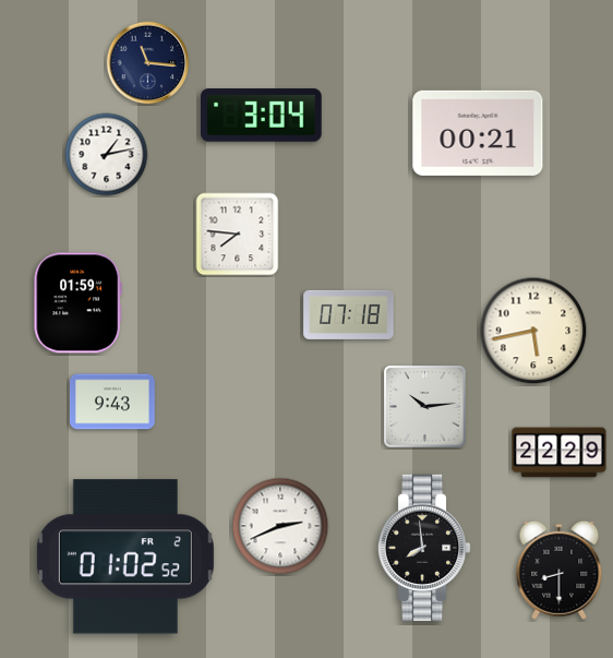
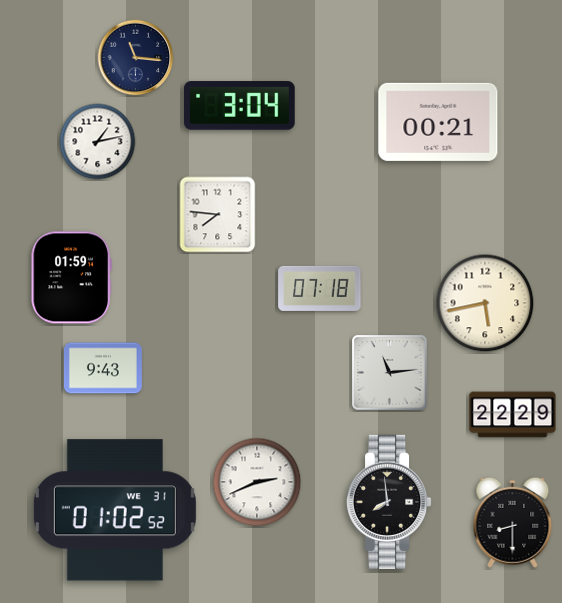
clock at (533, 331) position: (533, 331) -> (485, 303)
clock at (425, 407): 10:14 -> 11:14
clock at (125, 557) date: FR 2 -> WE 31
